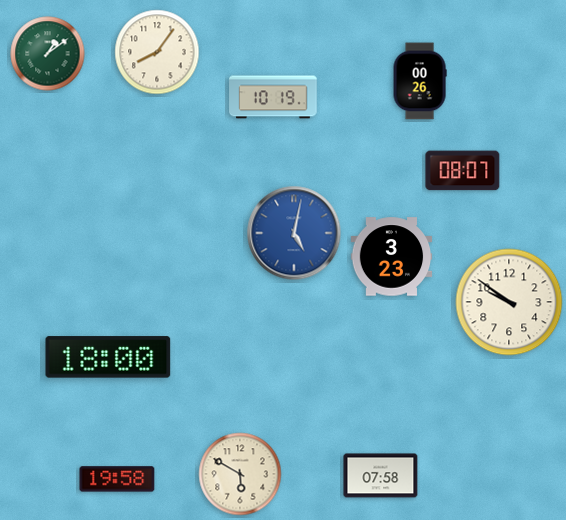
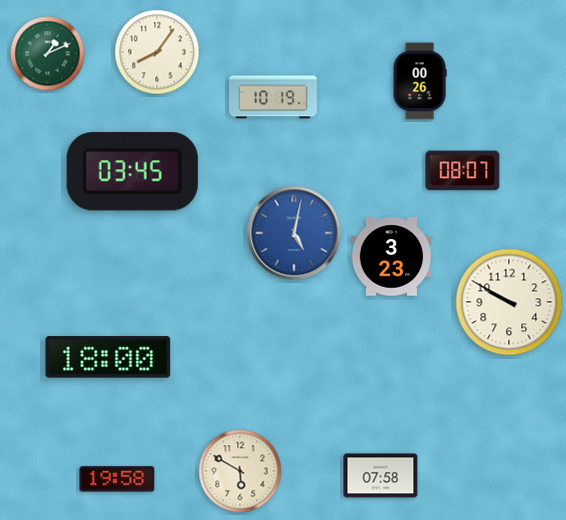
clock at (48, 54): 1:09 -> 1:11
clock at (132, 172): none -> 03:45
clock at (509, 302): 9:51 -> 9:50
clock at (240, 474) position: (240, 474) -> (240, 471)
